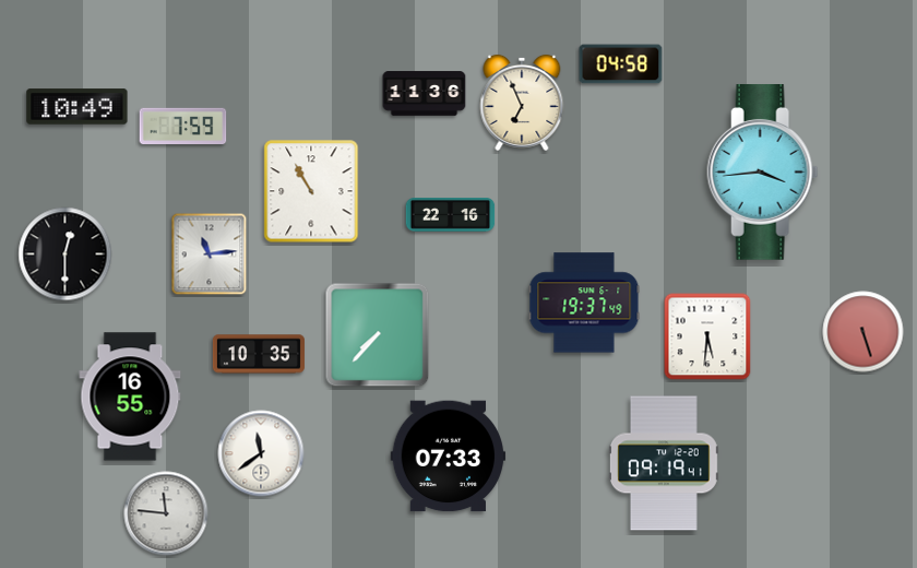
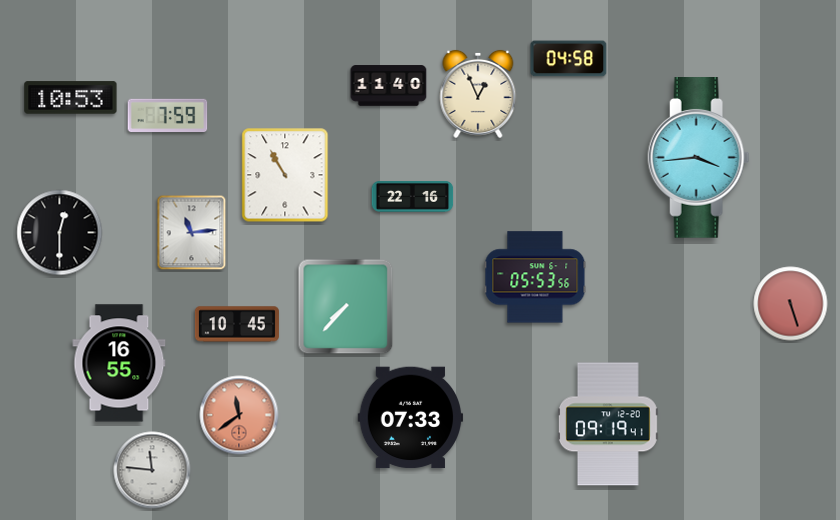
clock at (425, 94): 11:36 -> 11:40
clock at (522, 103): 6:56 -> 12:56
clock at (78, 107): 10:49 -> 10:53
clock at (584, 303): 19:37 -> 05:53
clock at (707, 336): 5:31 -> none
clock at (259, 354): 10:35 -> 10:45
clock at (261, 453) dial: white -> salmon
